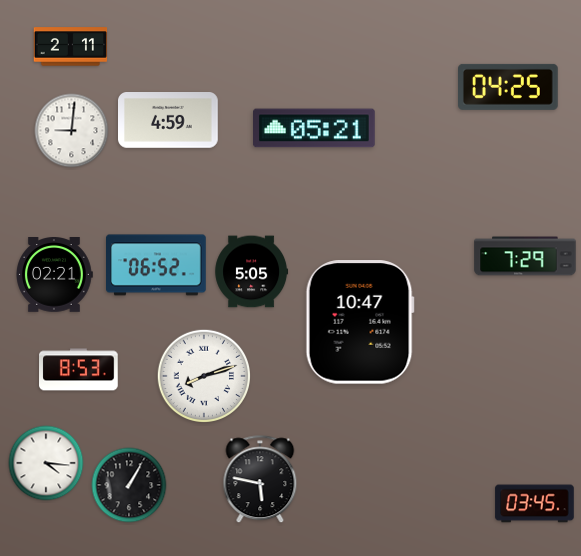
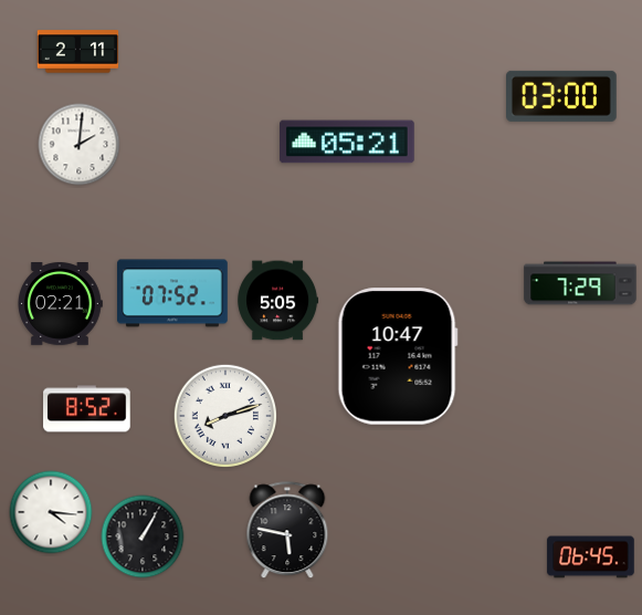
clock at (509, 87): 04:25 -> 03:00
clock at (169, 121): 4:59 -> none
clock at (72, 131): 9:01 -> 2:01
clock at (156, 265): 06:52 -> 07:52
clock at (79, 370): 8:53 -> 8:52
clock at (535, 504): 03:45 -> 06:45
